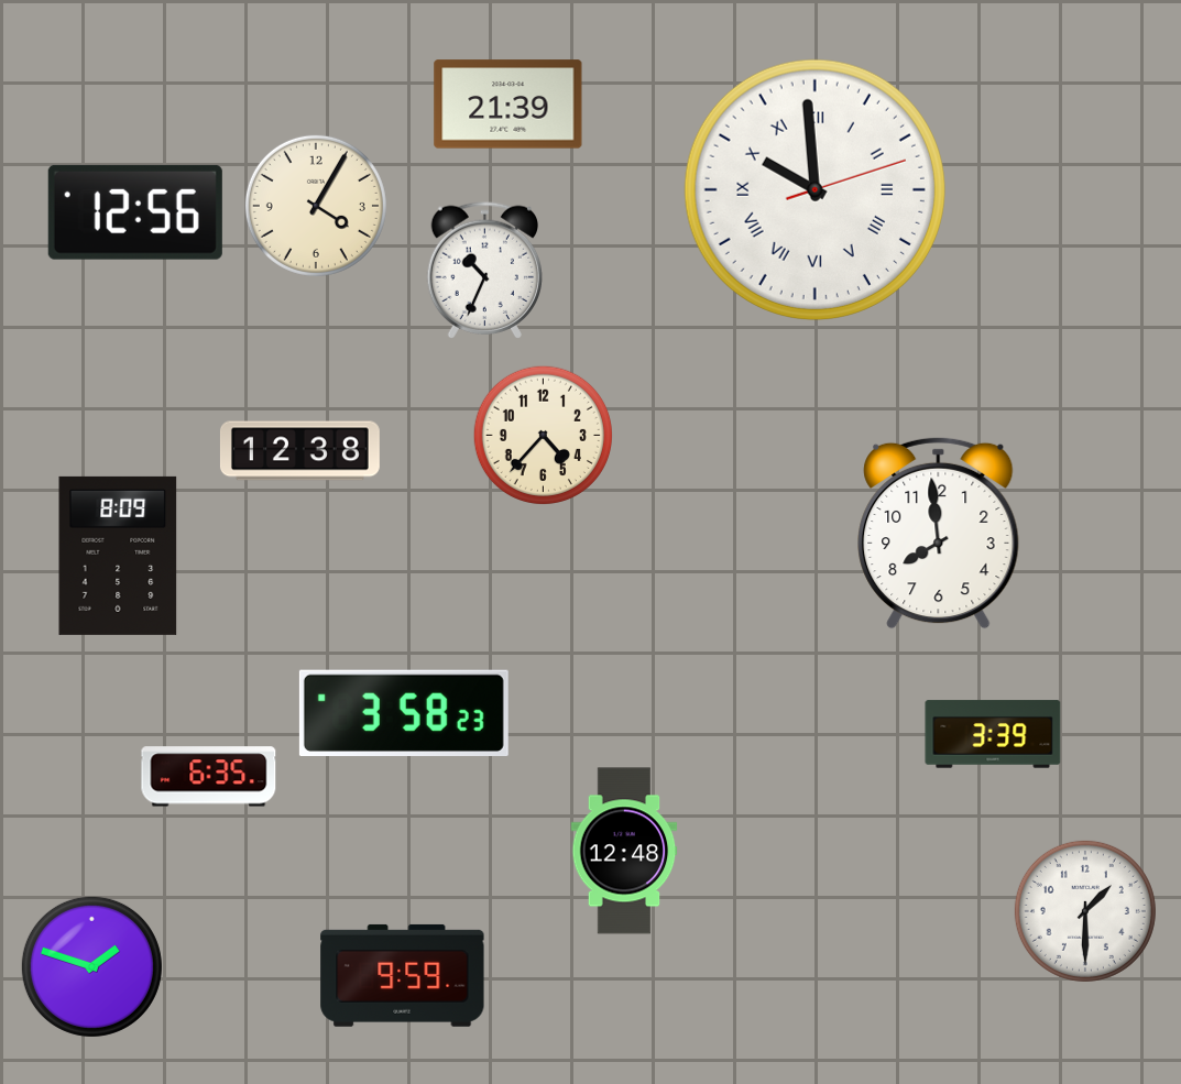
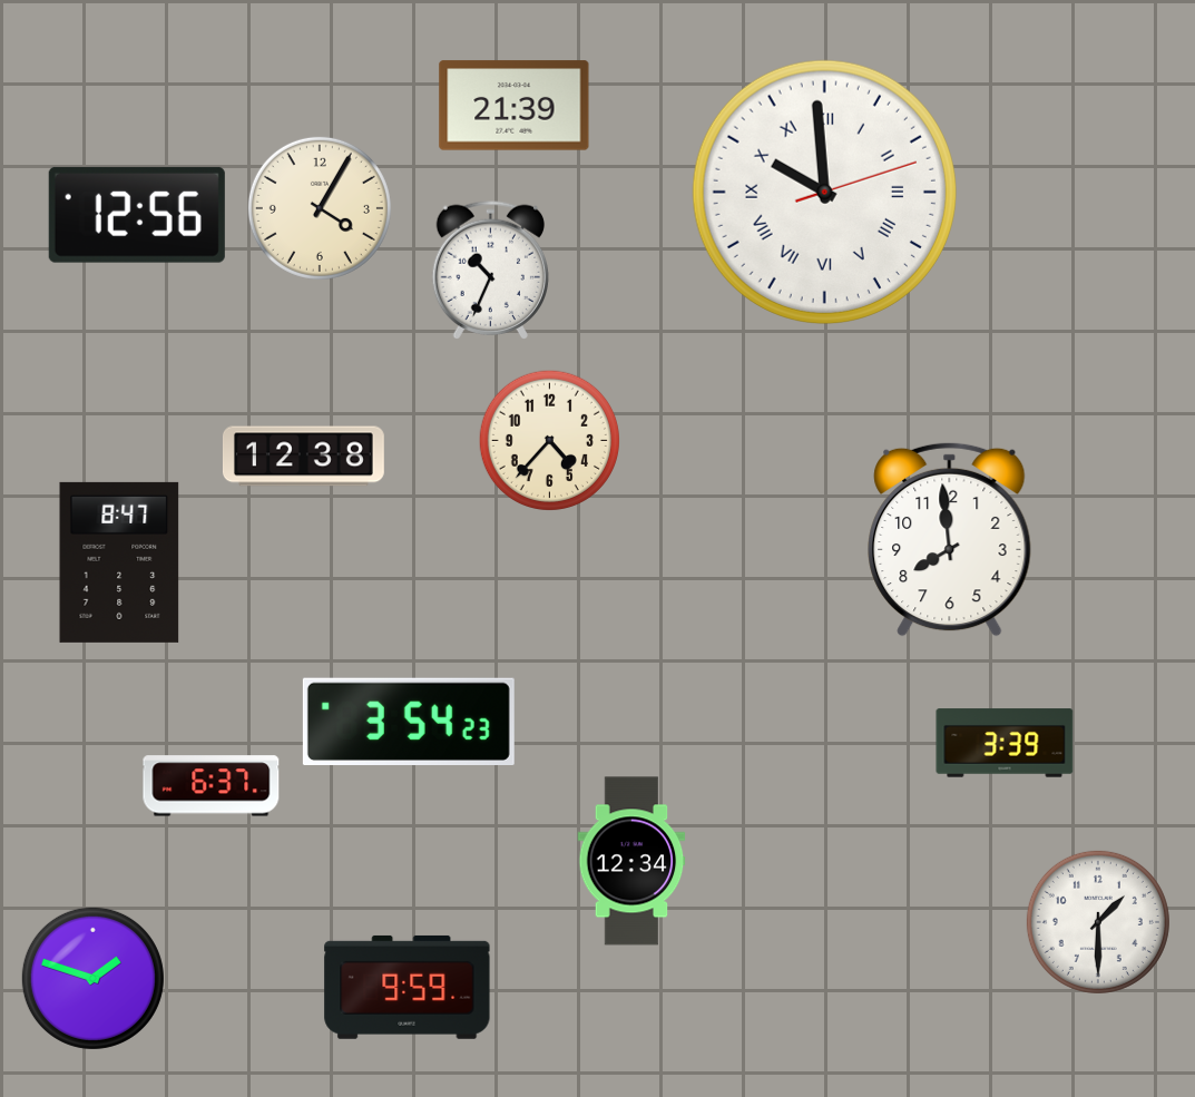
clock at (484, 270) position: (484, 270) -> (490, 270)
clock at (118, 556): 8:09 -> 8:47
clock at (404, 712): 3:58 -> 3:54
clock at (209, 777): 6:35 -> 6:37
clock at (624, 851): 12:48 -> 12:34
